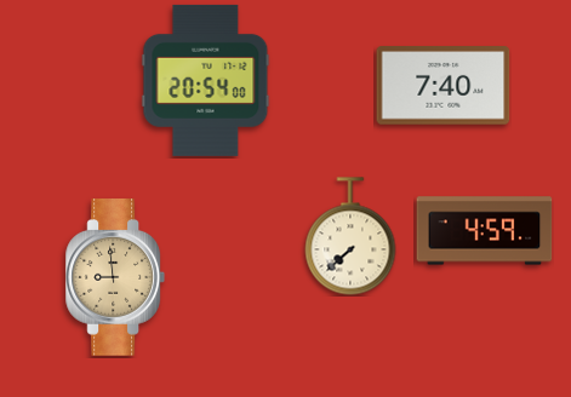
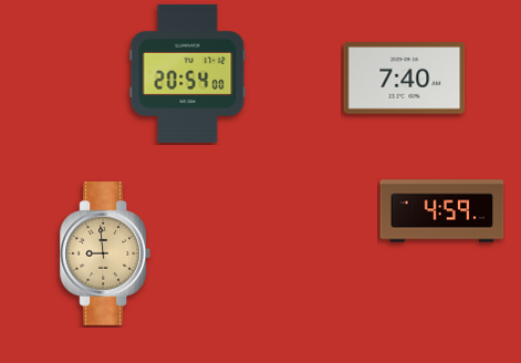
clock at (350, 236): 7:38 -> none
